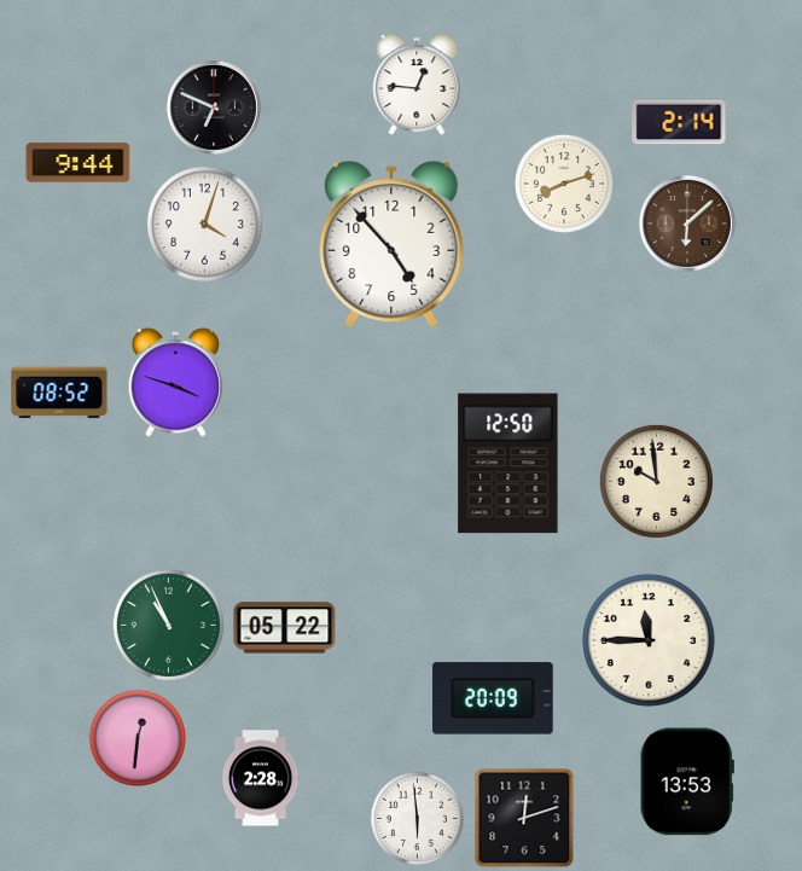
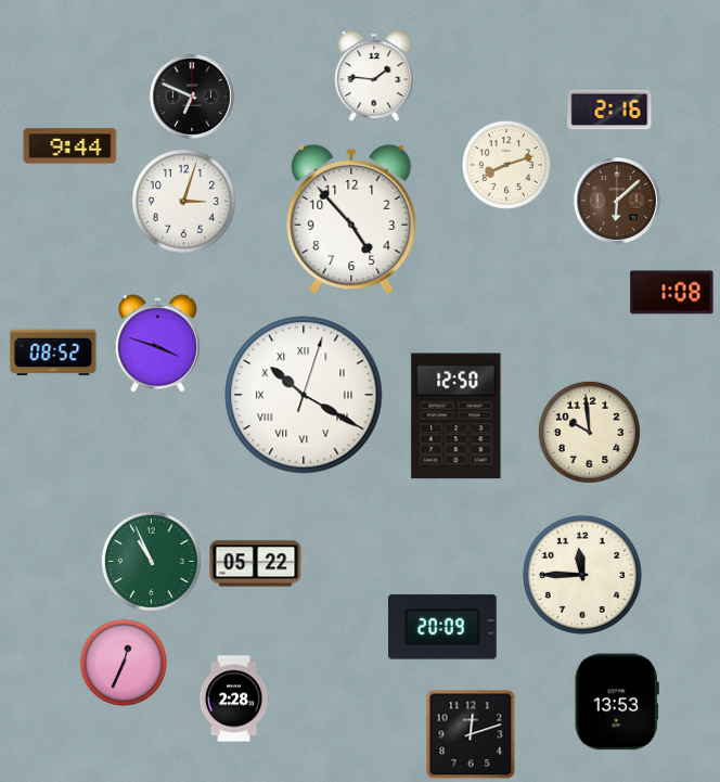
clock at (417, 85): 12:46 -> 1:46
clock at (679, 122): 2:14 -> 2:16
clock at (204, 223): 4:03 -> 3:03
clock at (672, 293): none -> 1:08
clock at (304, 395): none -> 10:20
clock at (136, 737): 12:31 -> 12:34
clock at (418, 819): 5:59 -> none
